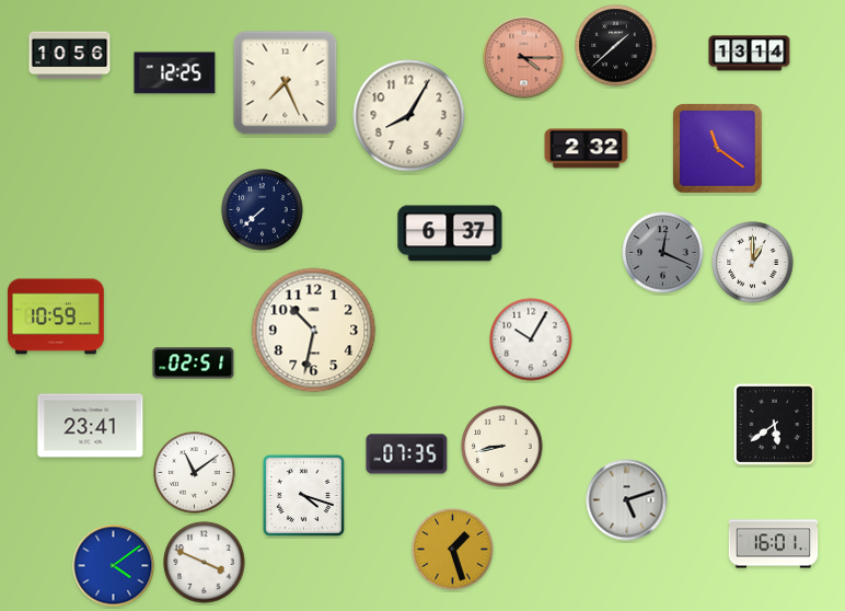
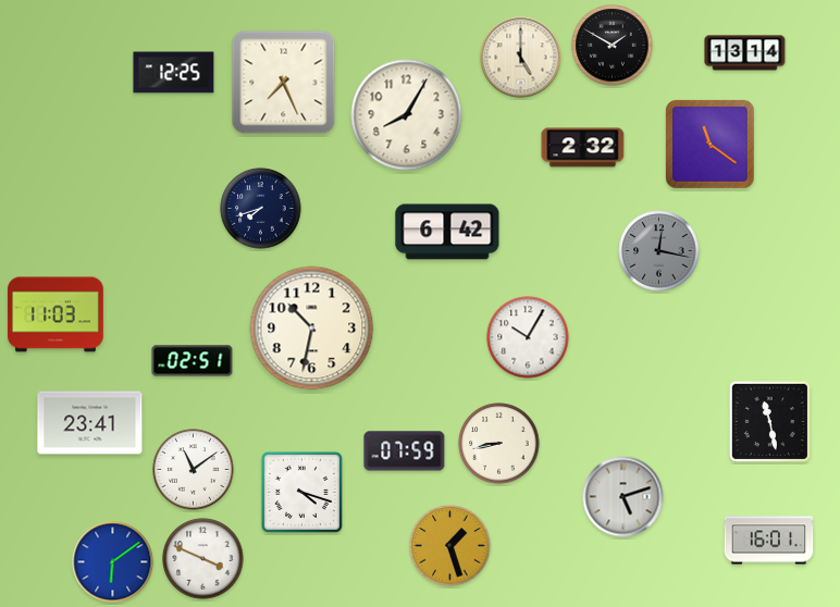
clock at (616, 46): 1:38 -> 1:50
clock at (70, 56): 10:56 -> none
clock at (524, 58): 4:15 -> 5:00
clock at (524, 58) dial: salmon -> cream
clock at (718, 149) position: (718, 149) -> (711, 145)
clock at (263, 210): 7:38 -> 7:42
clock at (450, 233): 6:37 -> 6:42
clock at (663, 253): 12:19 -> 12:17
clock at (753, 263): 1:00 -> none
clock at (56, 316): 10:59 -> 11:03
clock at (774, 424): 5:39 -> 11:28
clock at (407, 454): 07:35 -> 07:59
clock at (114, 566): 4:09 -> 6:09
